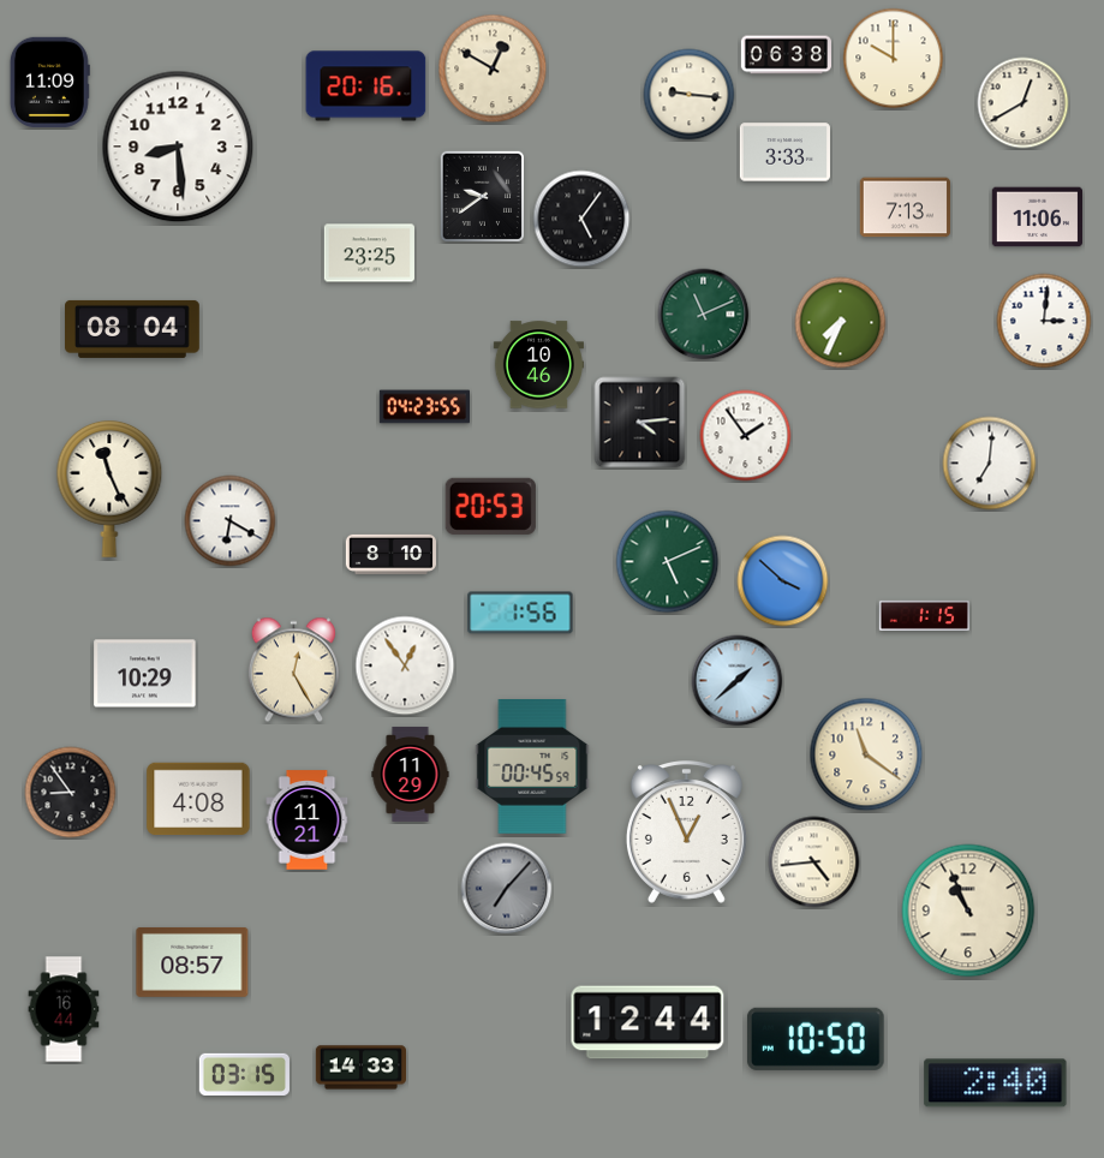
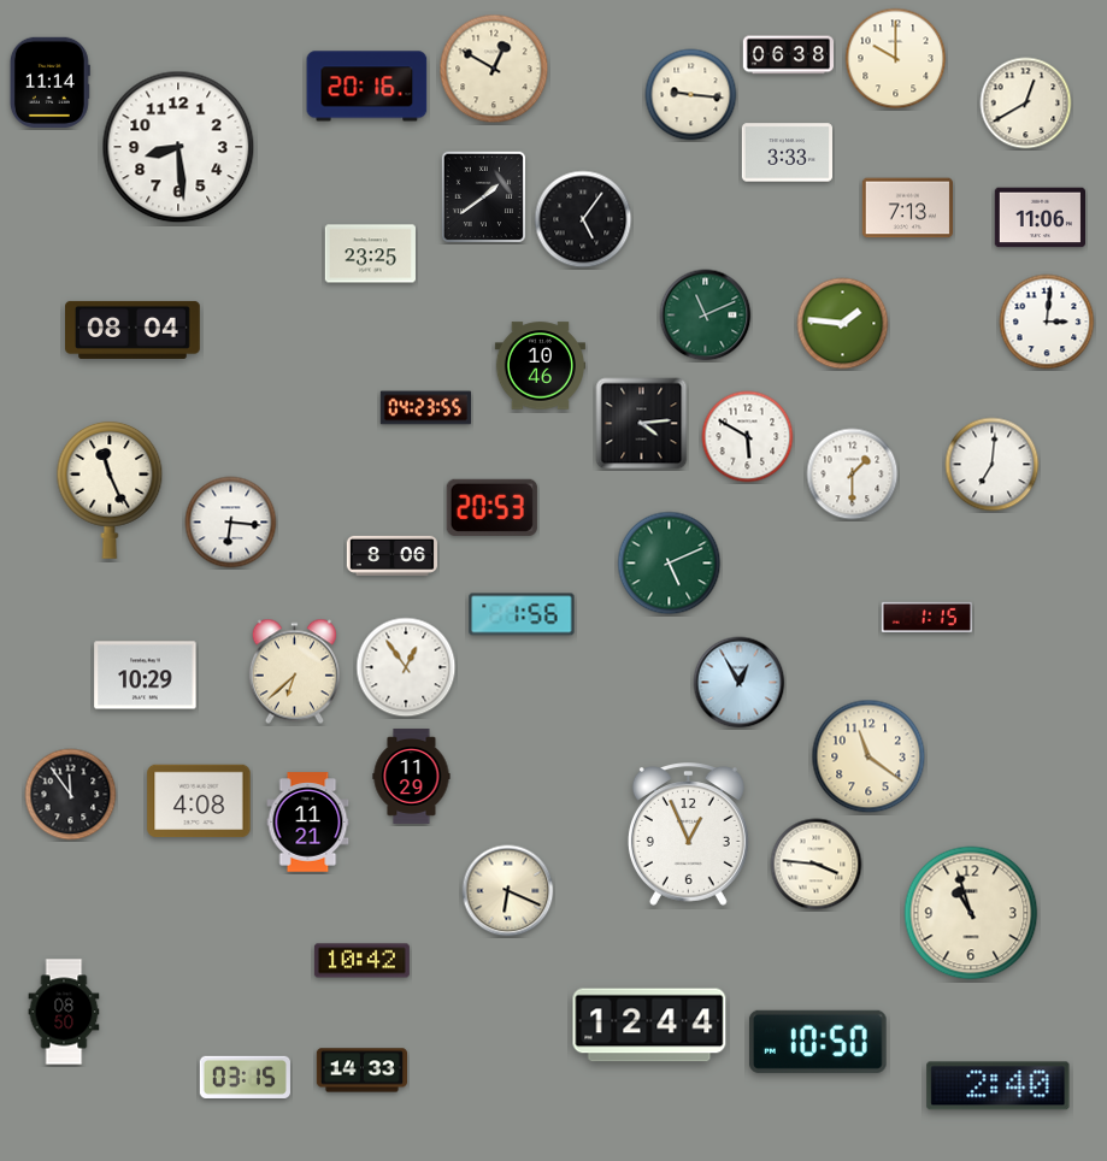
clock at (49, 82): 11:09 -> 11:14
clock at (482, 196): 9:39 -> 1:39
clock at (841, 323): 7:34 -> 1:46
clock at (746, 436): 1:54 -> 5:50
clock at (853, 475): none -> 1:30
clock at (231, 521): 6:20 -> 6:16
clock at (390, 554): 8:10 -> 8:06
clock at (783, 581): 3:52 -> none
clock at (293, 670): 12:25 -> 6:38
clock at (738, 681): 1:38 -> 12:55
clock at (532, 768): 00:45 -> none
clock at (71, 793): 8:54 -> 11:54
clock at (814, 862): 4:44 -> 3:46
clock at (507, 889): 7:07 -> 6:19
clock at (507, 889) dial: grey -> cream
clock at (968, 911): 10:56 -> 10:57
clock at (361, 961): none -> 10:42
clock at (192, 962): 08:57 -> none
clock at (64, 1009): 16:44 -> 08:50
